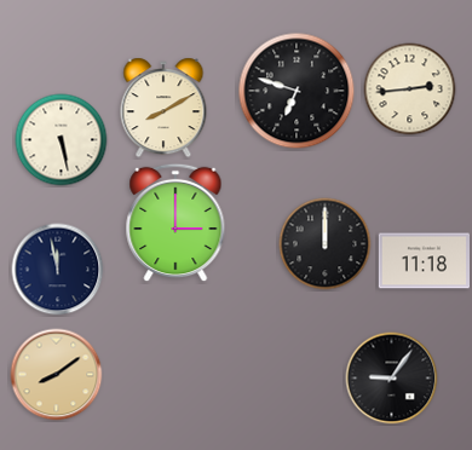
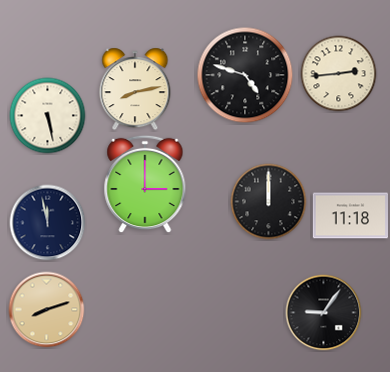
clock at (297, 91): 6:48 -> 4:48
clock at (163, 108): 8:10 -> 8:13
clock at (62, 140) position: (62, 140) -> (48, 116)
clock at (57, 375): 8:09 -> 8:12
